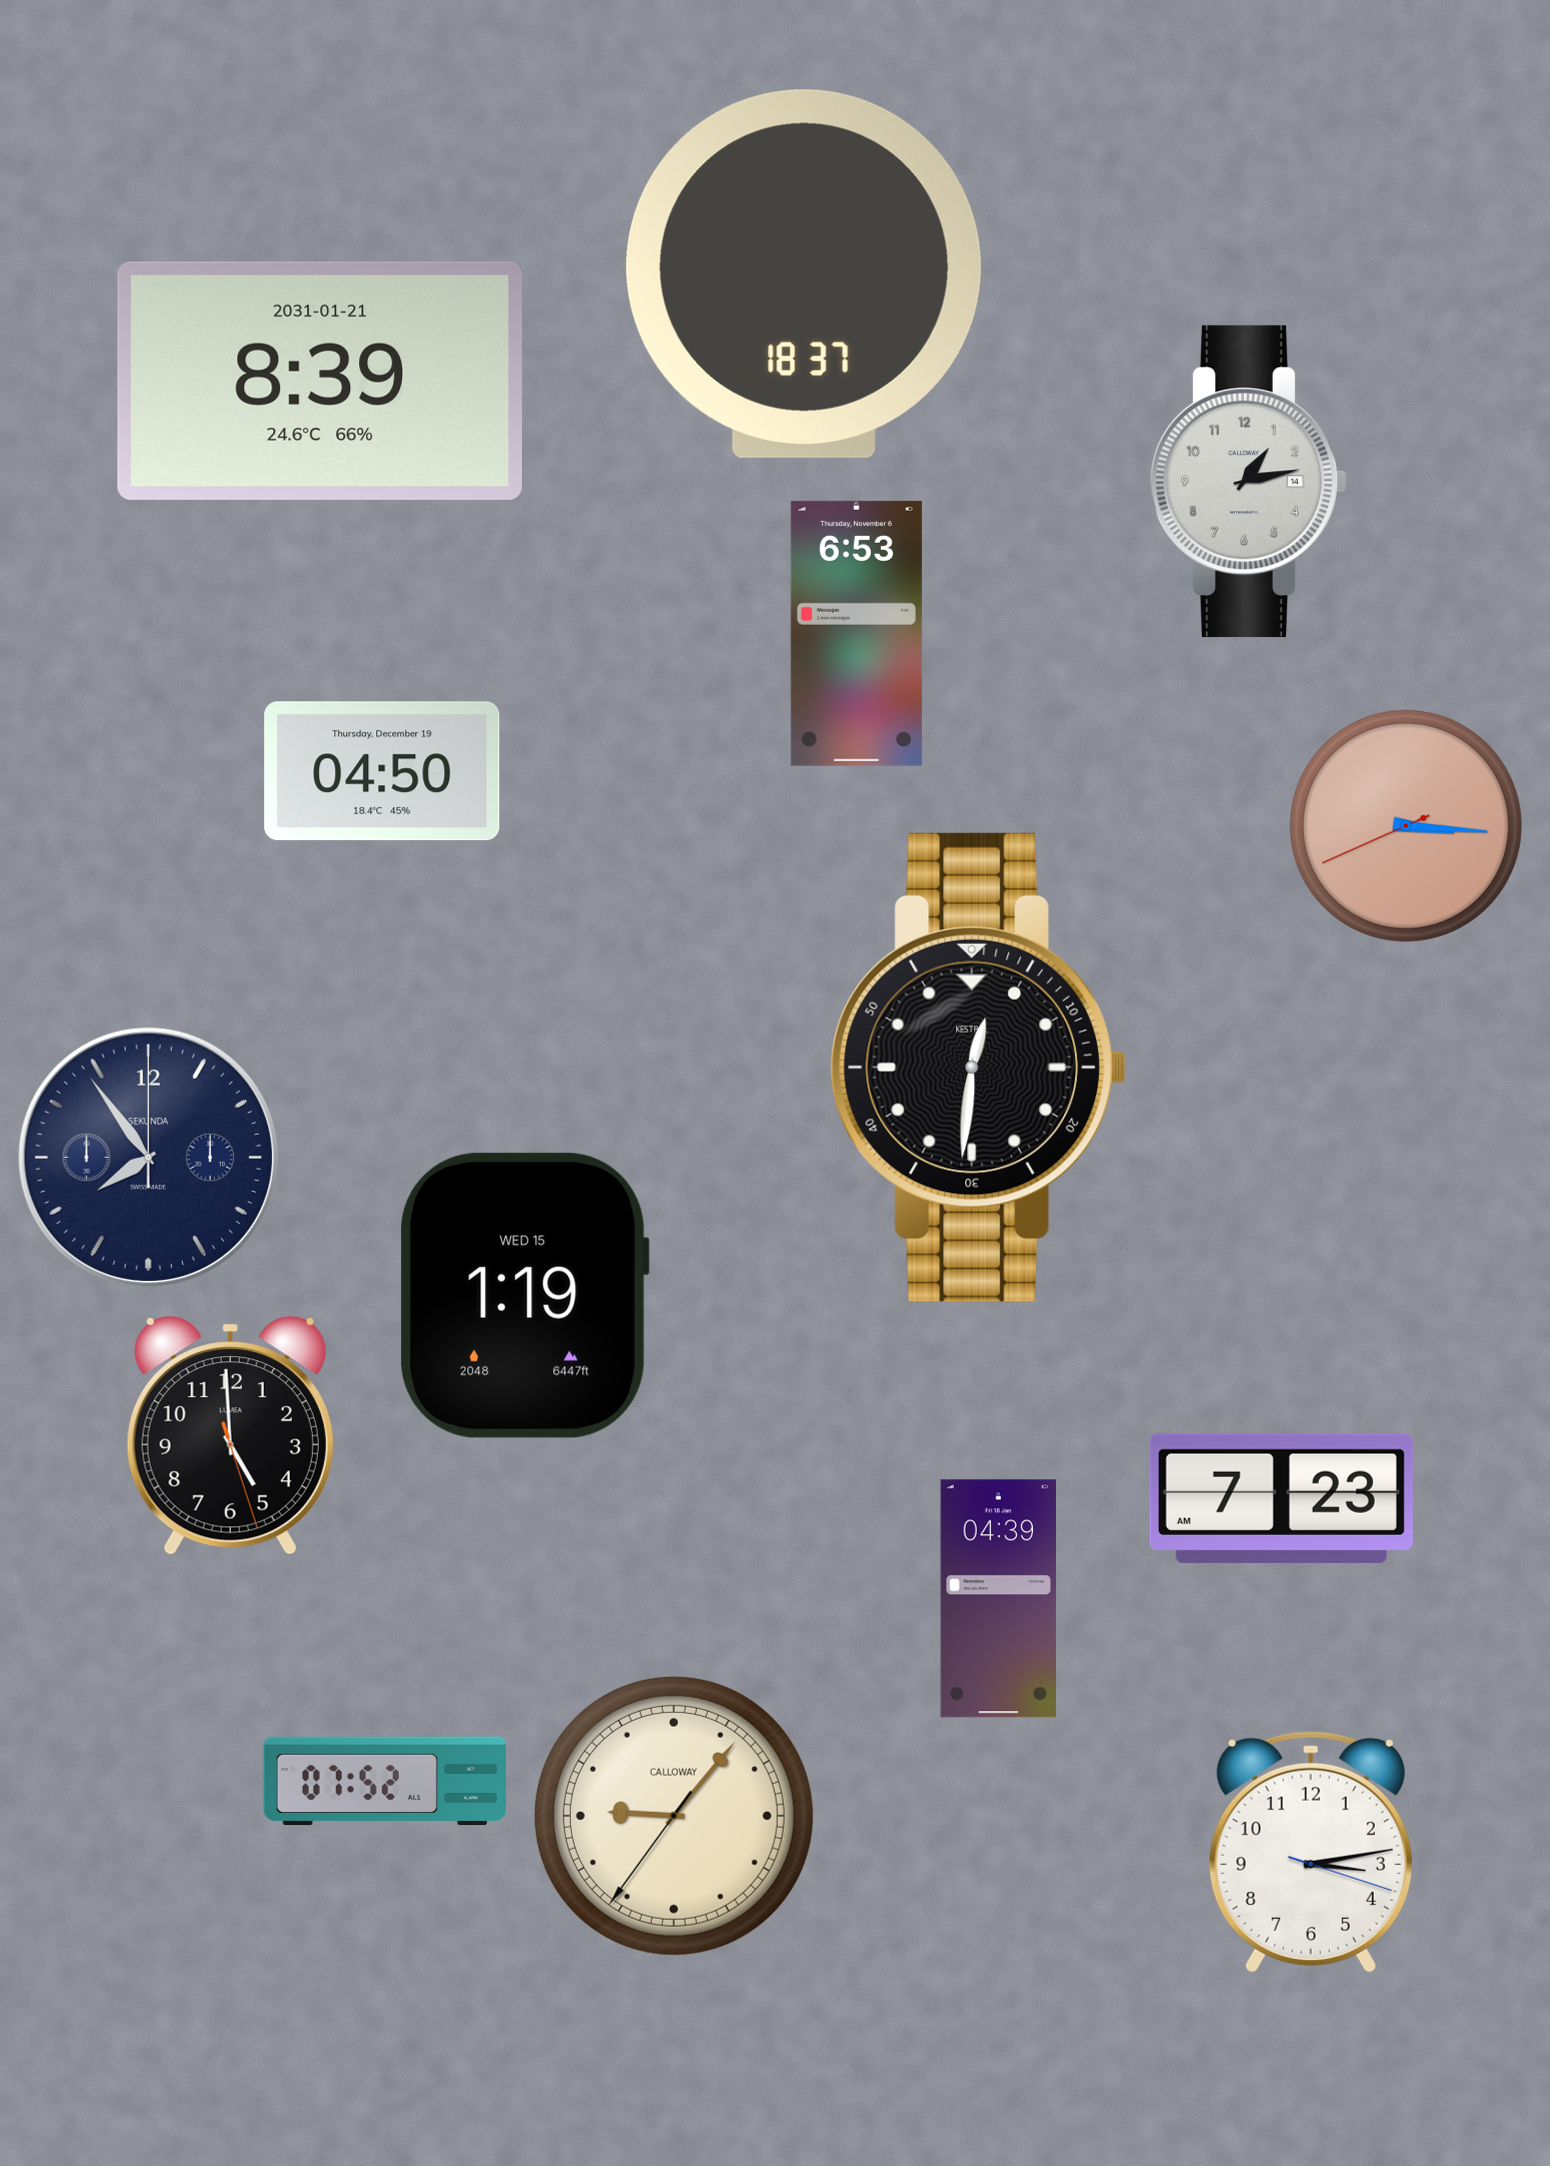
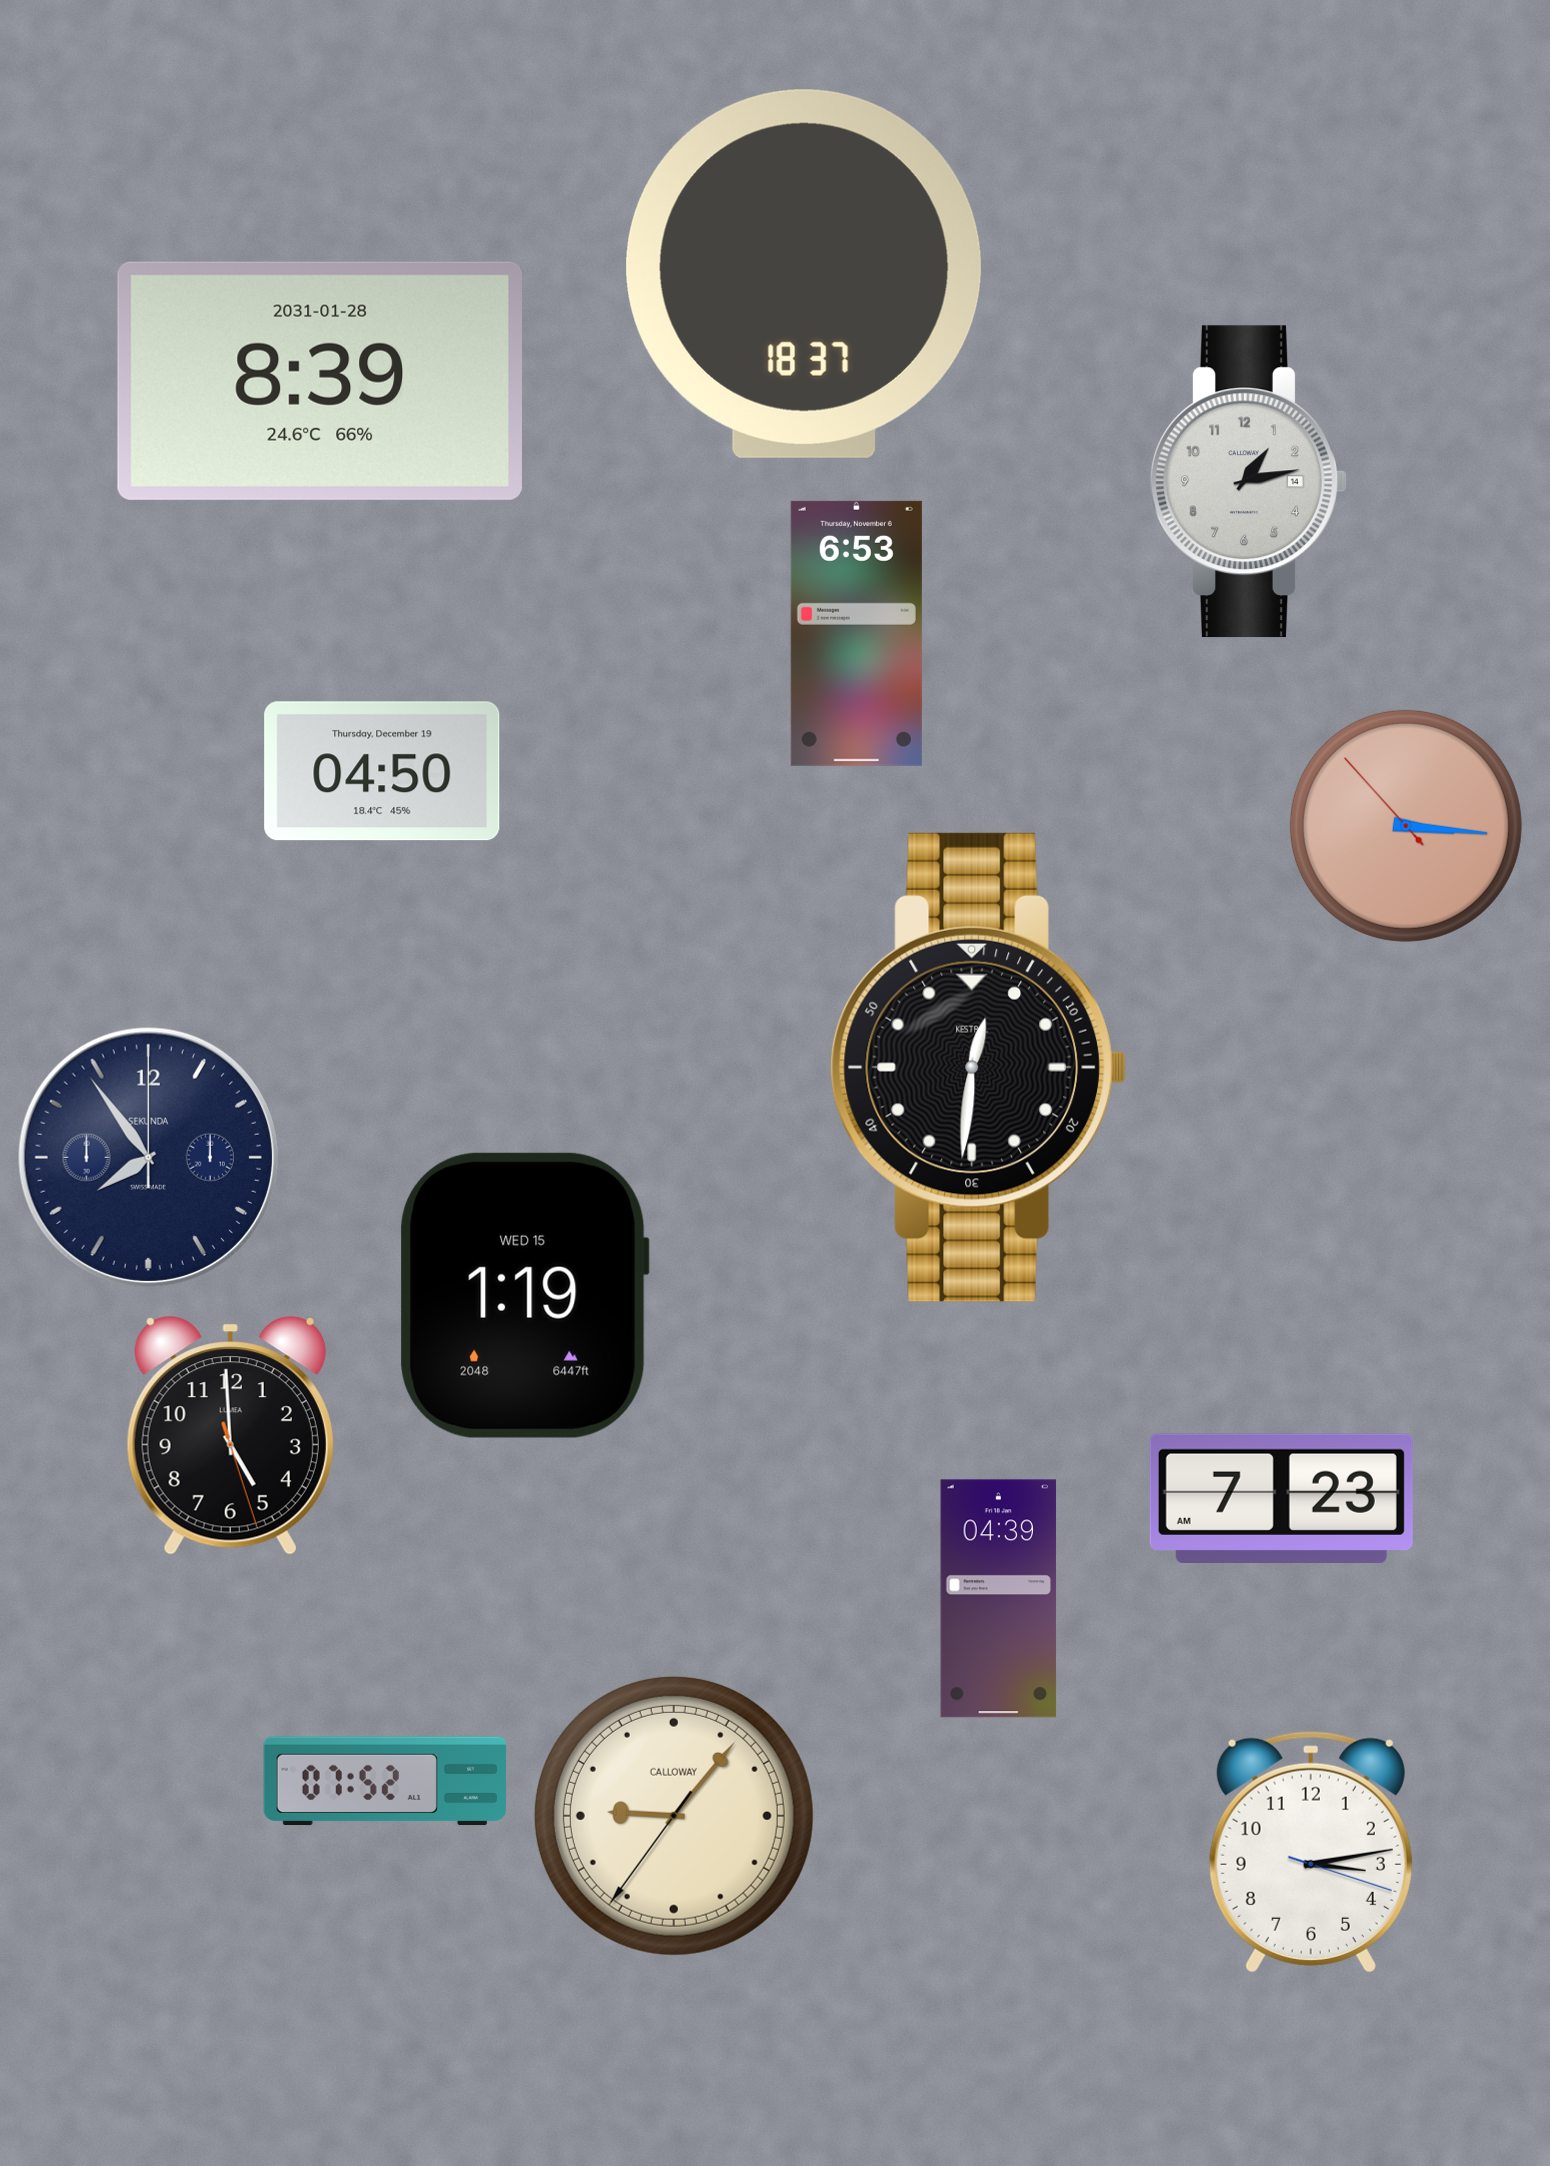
clock at (320, 381) date: 2031-01-21 -> 2031-01-28
clock at (1406, 826): 3:15:41 -> 3:15:53
